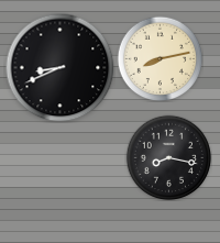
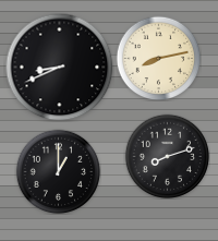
clock at (168, 157): 8:17 -> 8:12
clock at (58, 171): none -> 1:00
